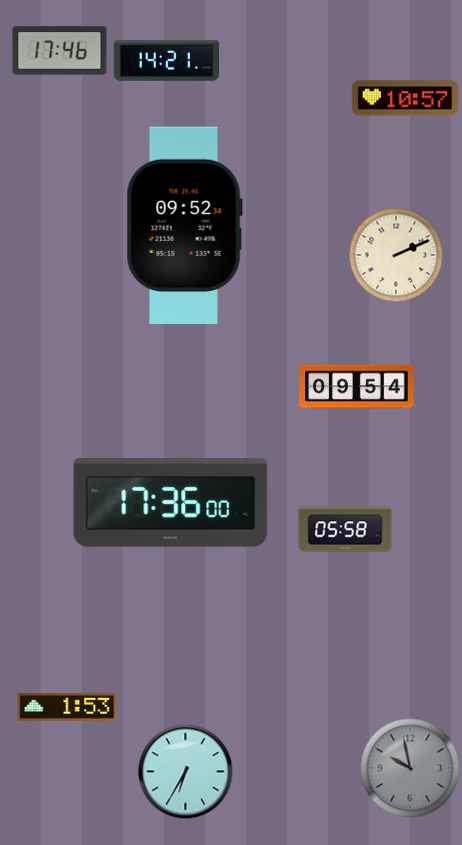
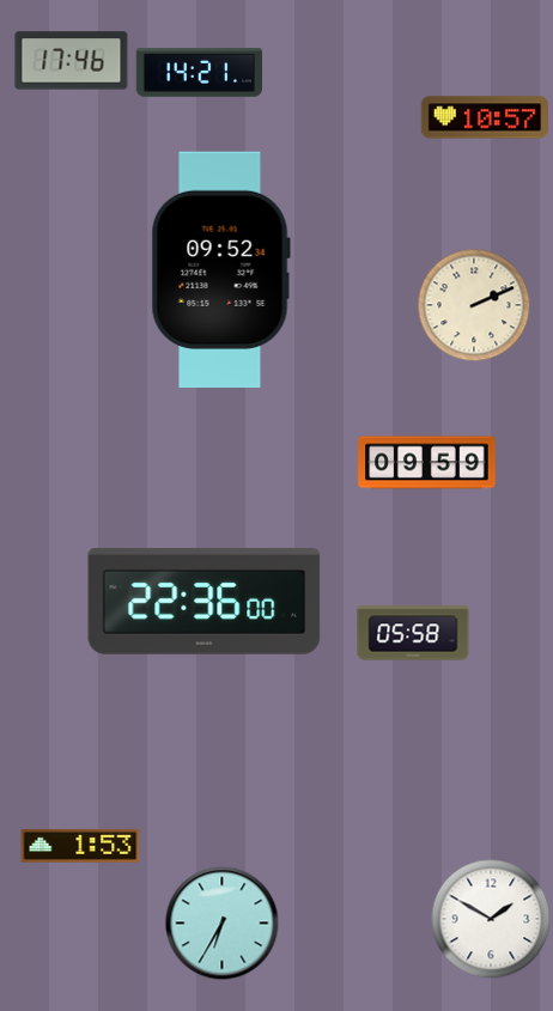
clock at (357, 387): 09:54 -> 09:59
clock at (171, 503): 17:36 -> 22:36
clock at (410, 768): 9:58 -> 1:50
clock at (410, 768) dial: grey -> white
